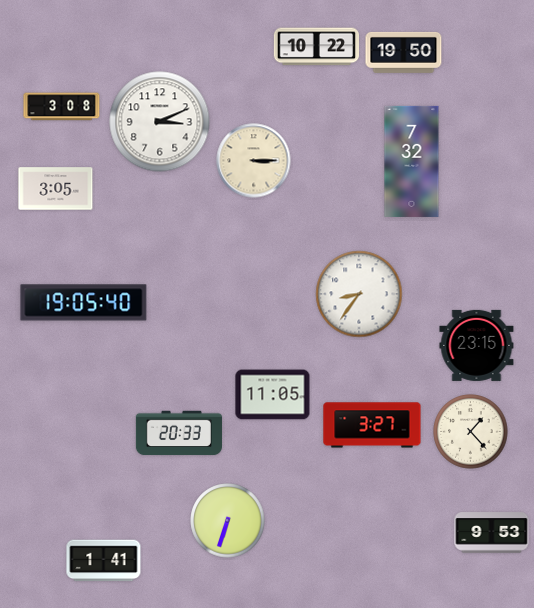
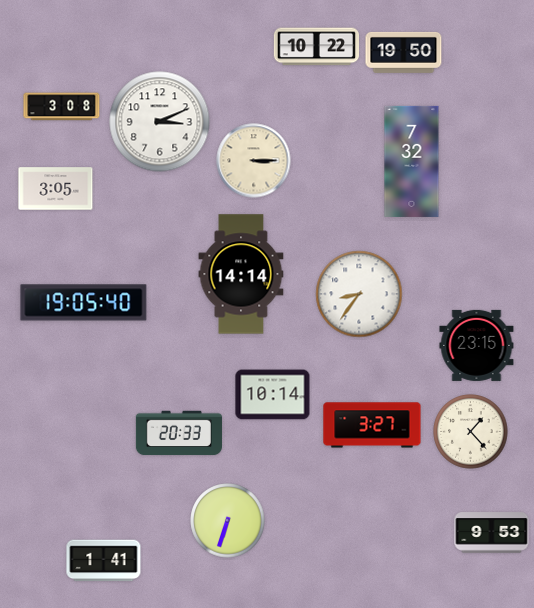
clock at (241, 274): none -> 14:14
clock at (273, 395): 11:05 -> 10:14
